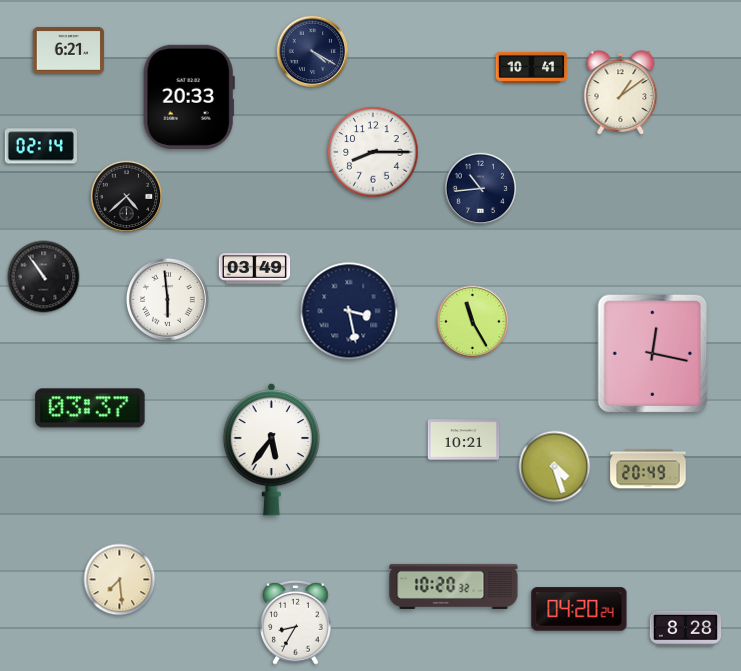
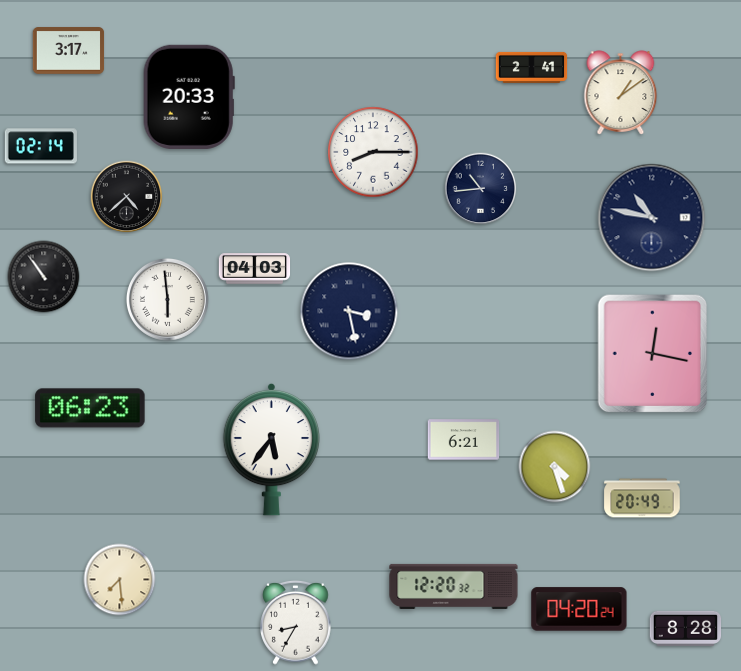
clock at (69, 51): 6:21 -> 3:17
clock at (313, 52): 4:20 -> none
clock at (532, 67): 10:41 -> 2:41
clock at (652, 218): none -> 10:47
clock at (255, 269): 03:49 -> 04:03
clock at (473, 322): 11:25 -> none
clock at (90, 408): 03:37 -> 06:23
clock at (464, 440): 10:21 -> 6:21
clock at (648, 469) position: (648, 469) -> (642, 498)
clock at (454, 586): 10:20 -> 12:20
